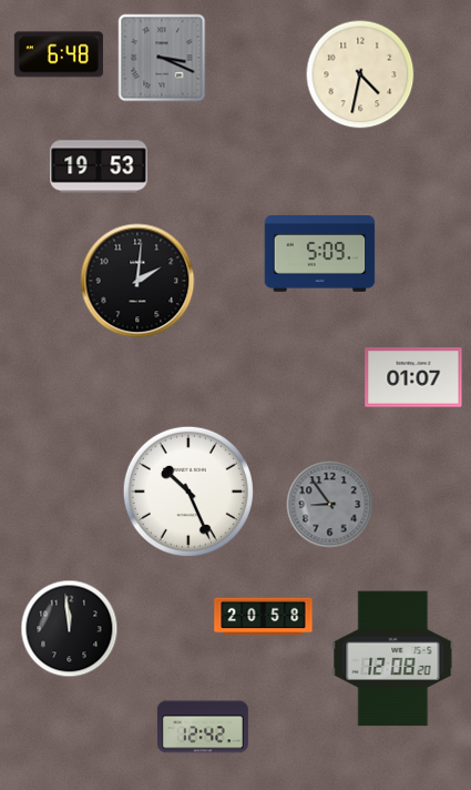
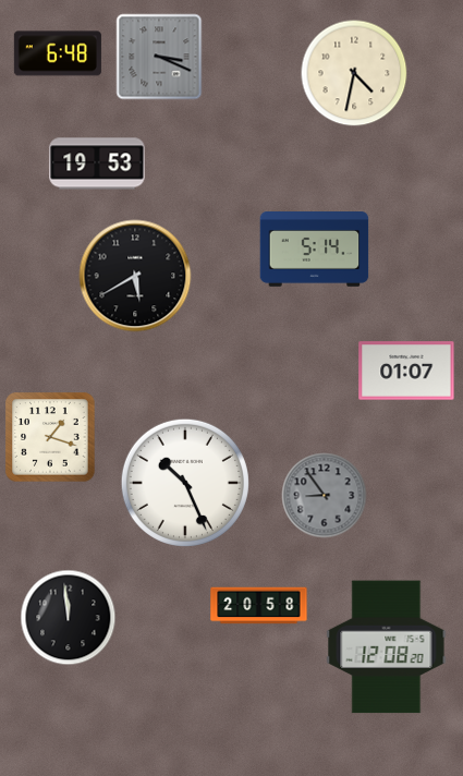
clock at (320, 254): 5:09 -> 5:14
clock at (137, 281): 2:01 -> 5:40
clock at (50, 437): none -> 1:18
clock at (203, 727): 12:42 -> none
